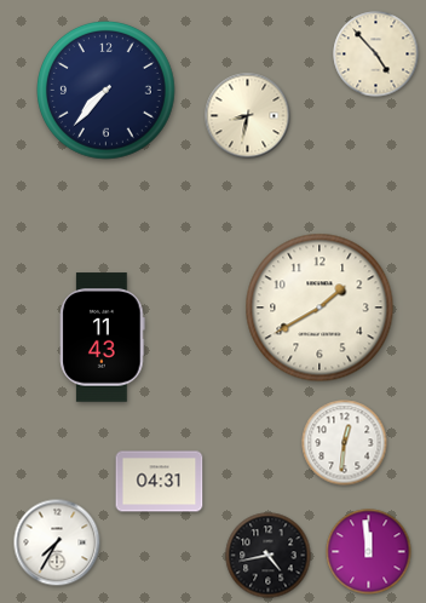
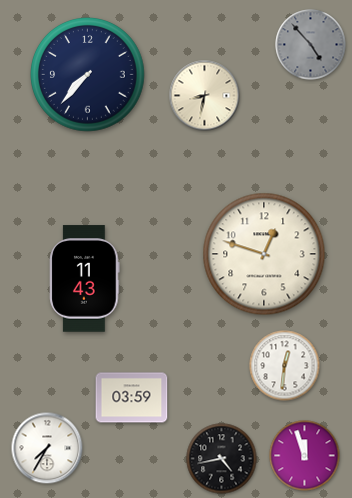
clock at (376, 54) dial: cream -> grey
clock at (319, 308): 1:40 -> 12:48
clock at (160, 482): 04:31 -> 03:59
clock at (369, 552): 11:59 -> 11:57
